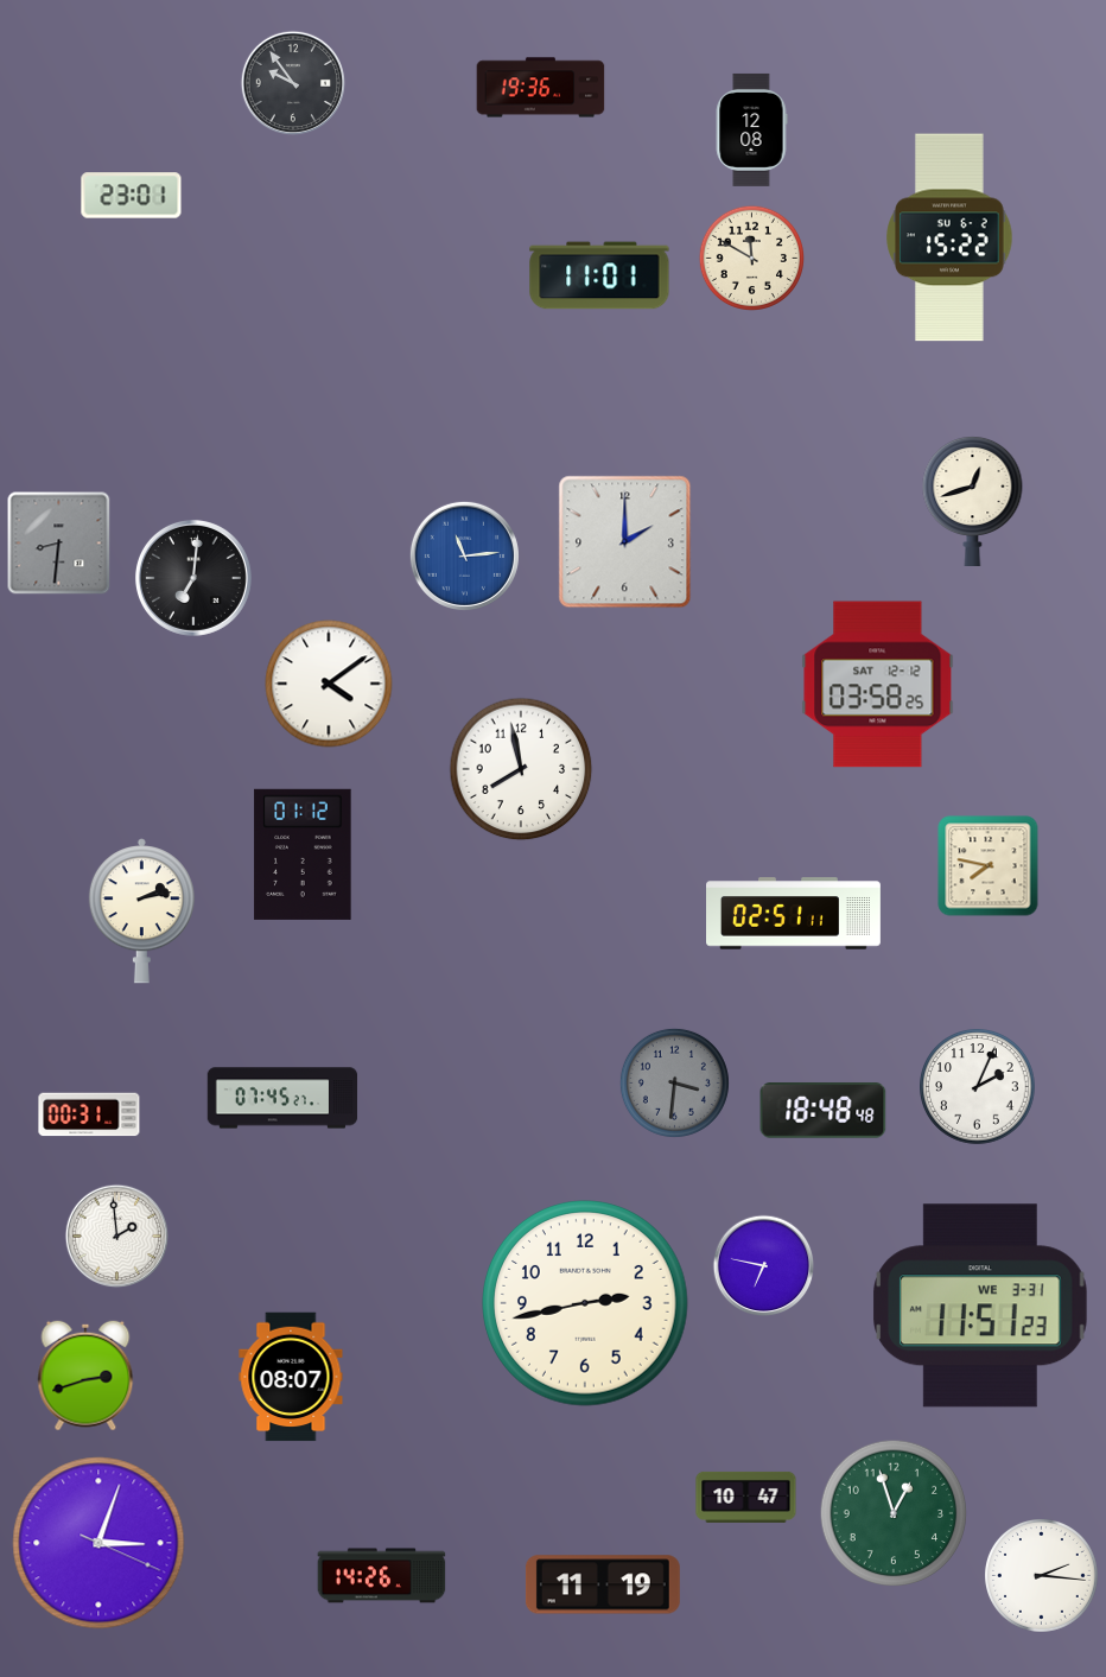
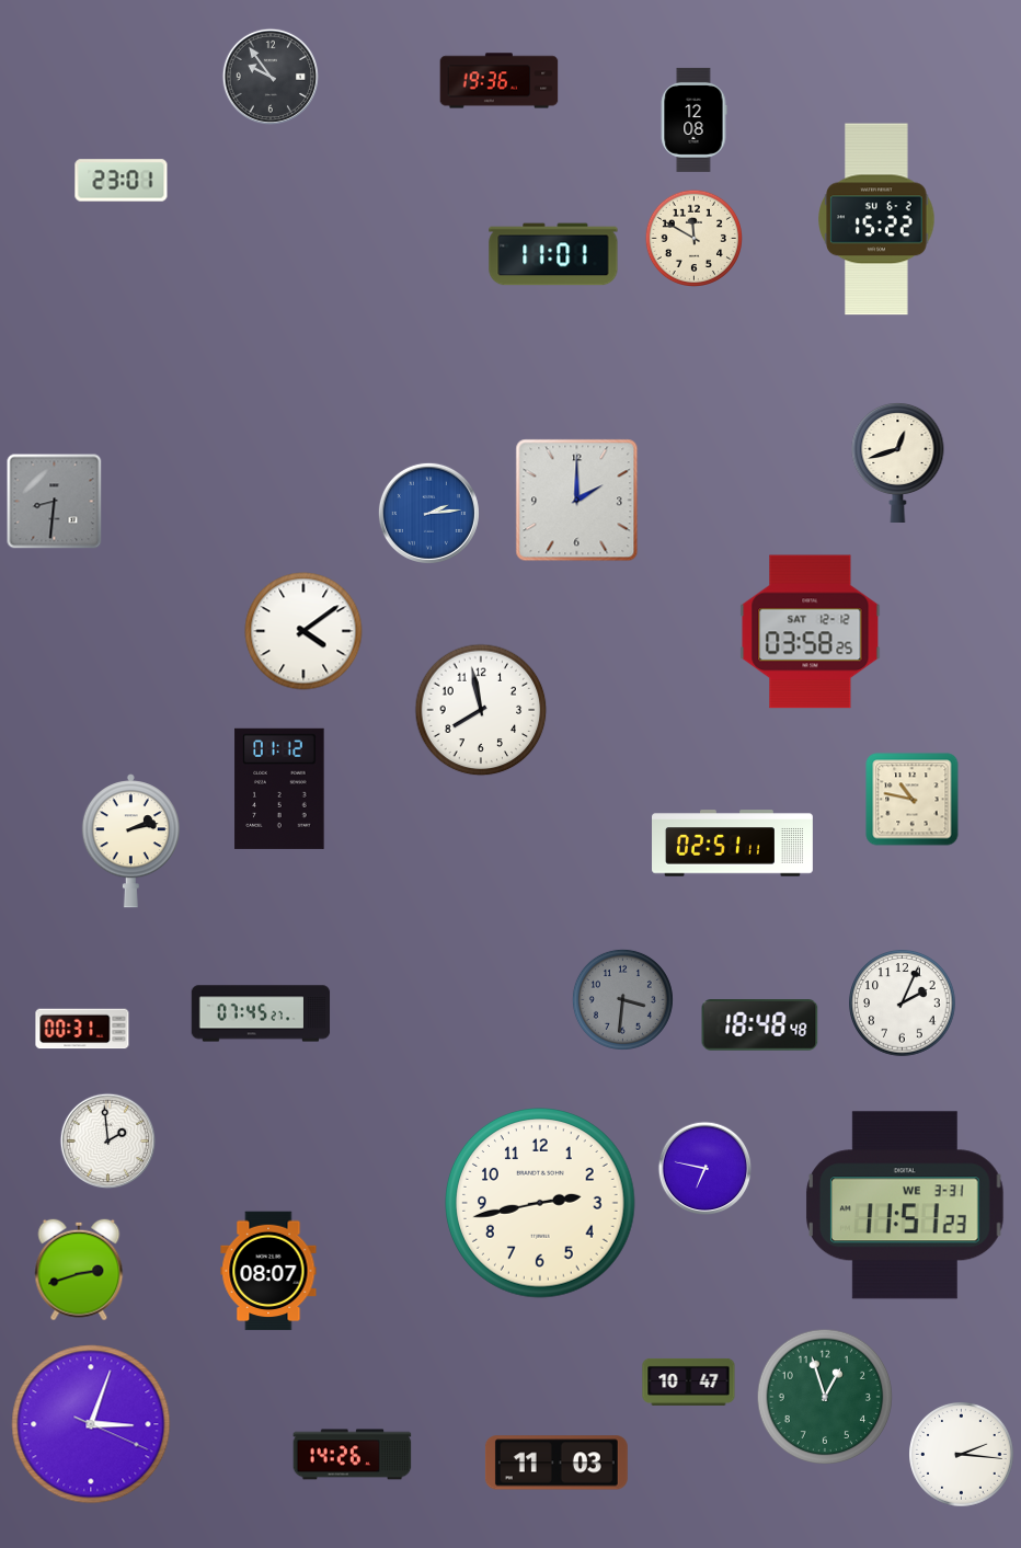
clock at (464, 555): 11:14 -> 2:14
clock at (193, 578): 7:01 -> none
clock at (989, 866): 7:47 -> 10:47
clock at (603, 1584): 11:19 -> 11:03
